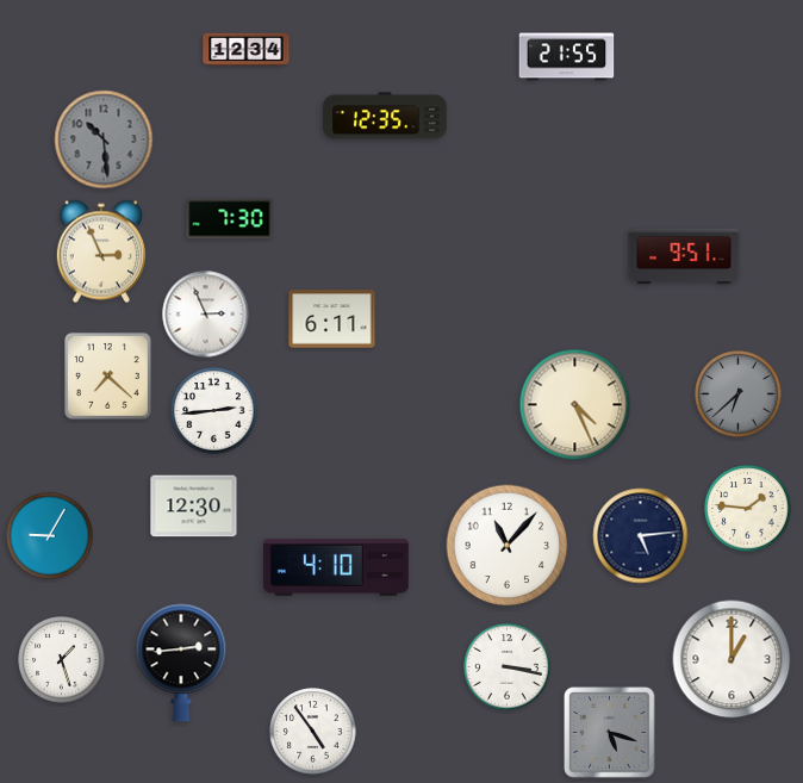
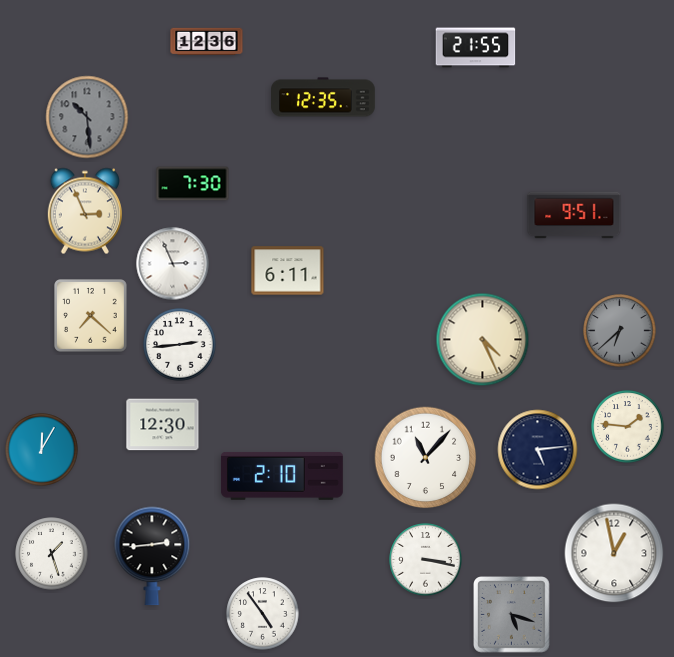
clock at (247, 50): 12:34 -> 12:36
clock at (332, 319) position: (332, 319) -> (288, 271)
clock at (50, 536): 9:05 -> 12:05
clock at (336, 567): 4:10 -> 2:10
clock at (732, 659): 1:00 -> 12:58
